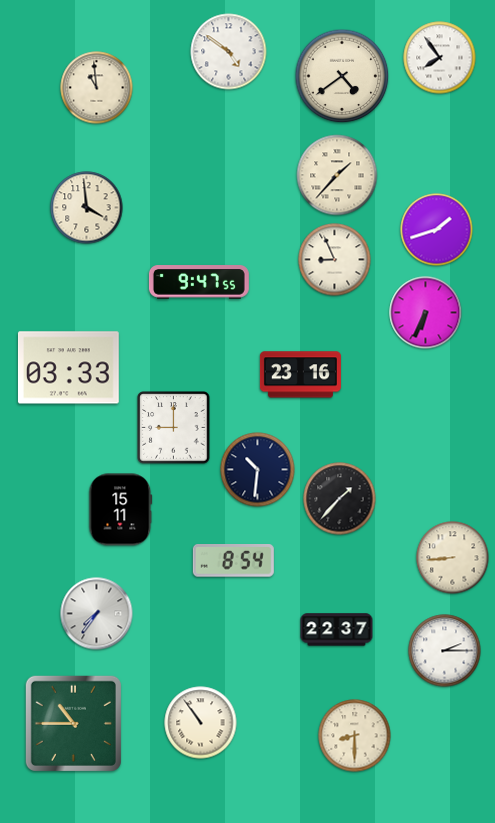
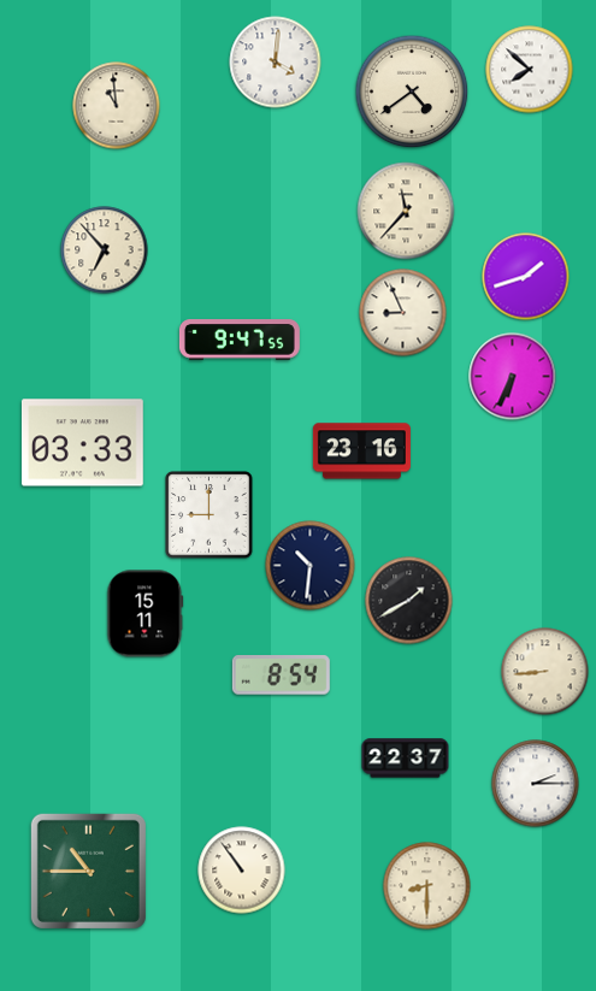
clock at (229, 52): 4:51 -> 4:01
clock at (440, 58): 7:54 -> 7:52
clock at (337, 175): 1:37 -> 11:37
clock at (87, 208): 3:59 -> 6:53
clock at (340, 499): 1:37 -> 1:40
clock at (97, 614): 7:36 -> none
